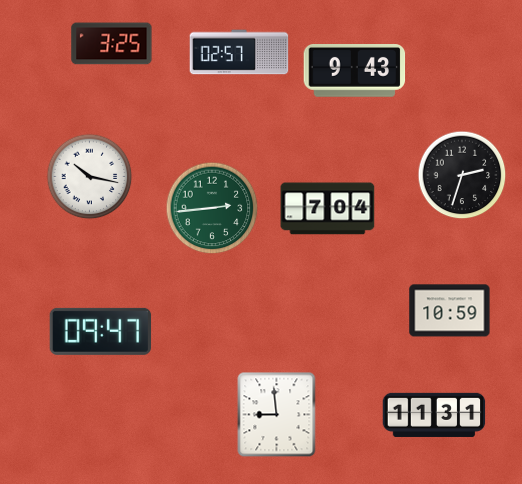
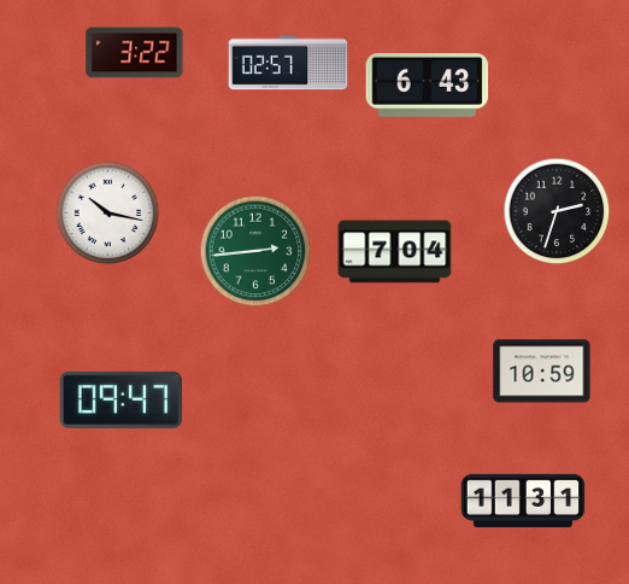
clock at (112, 44): 3:25 -> 3:22
clock at (355, 71): 9:43 -> 6:43
clock at (450, 311) position: (450, 311) -> (542, 372)
clock at (277, 414): 8:59 -> none
